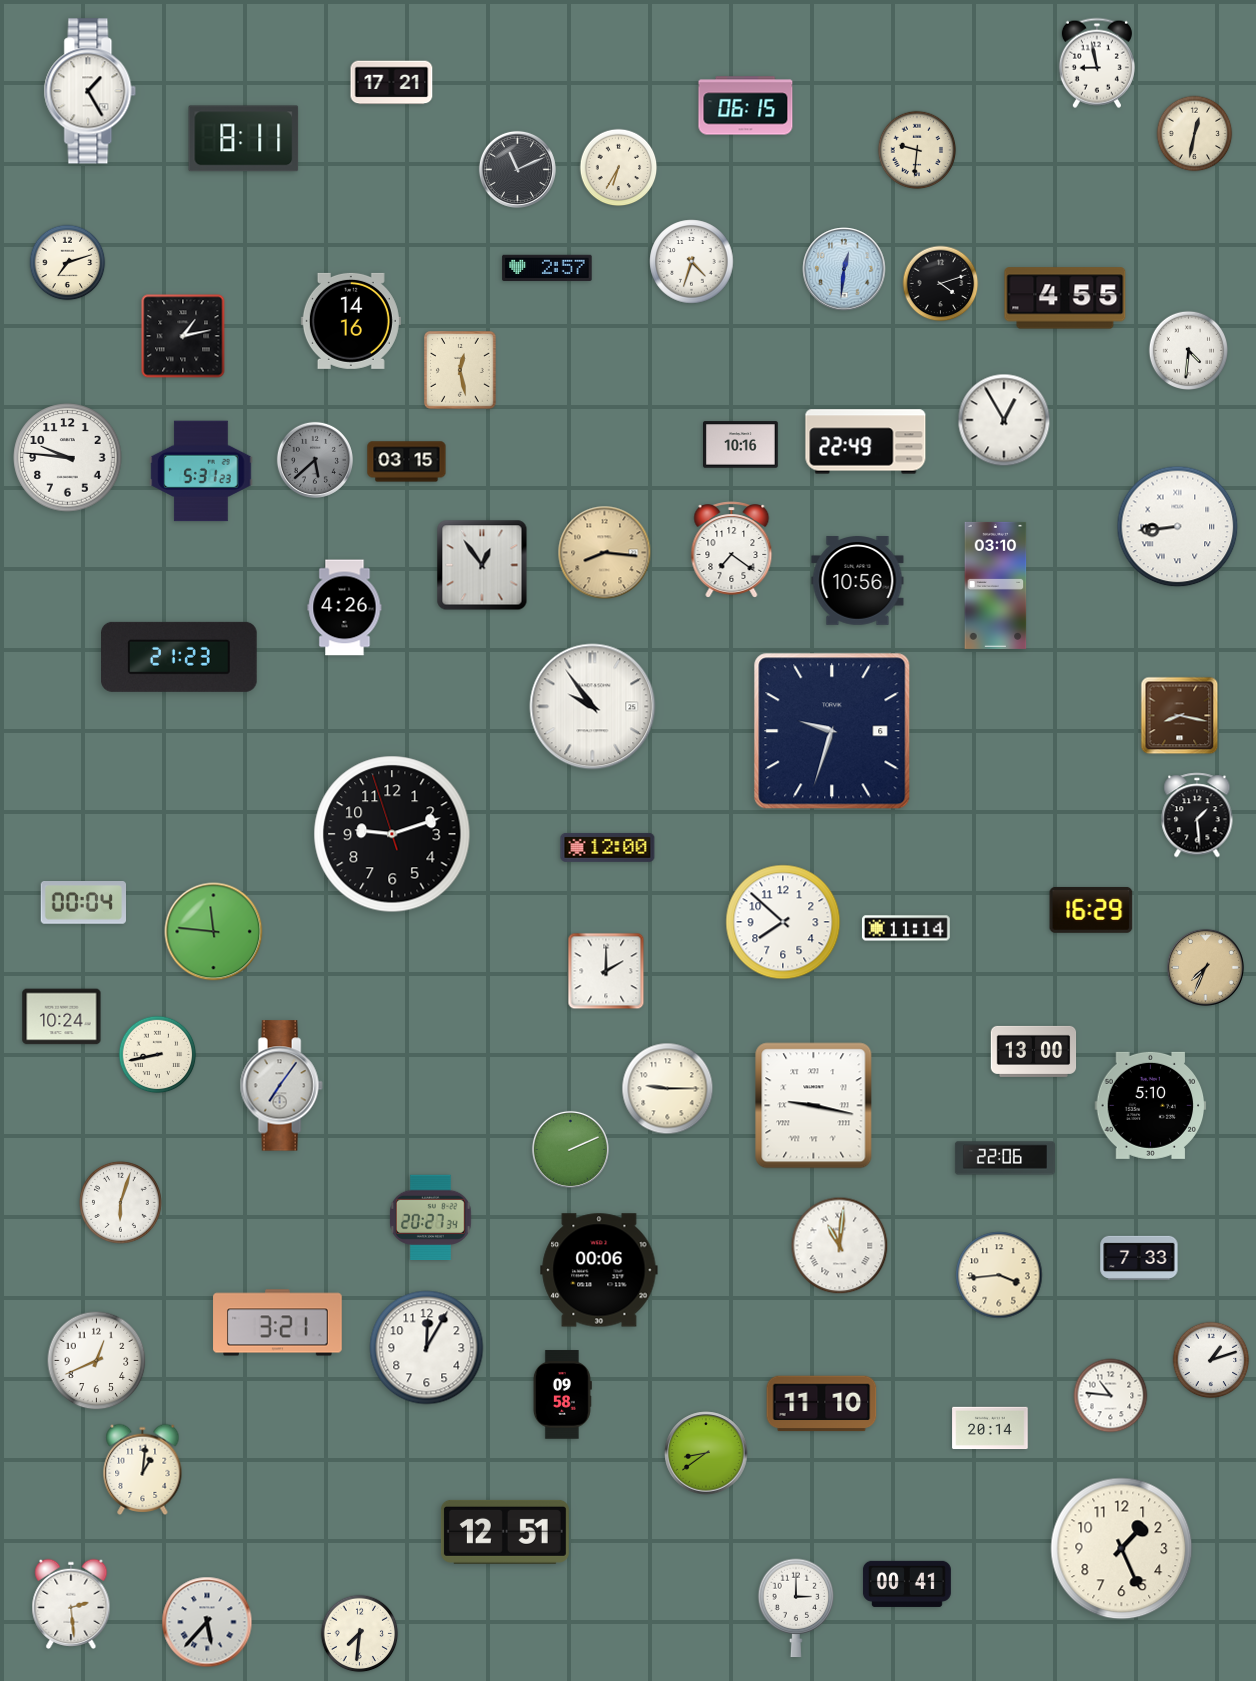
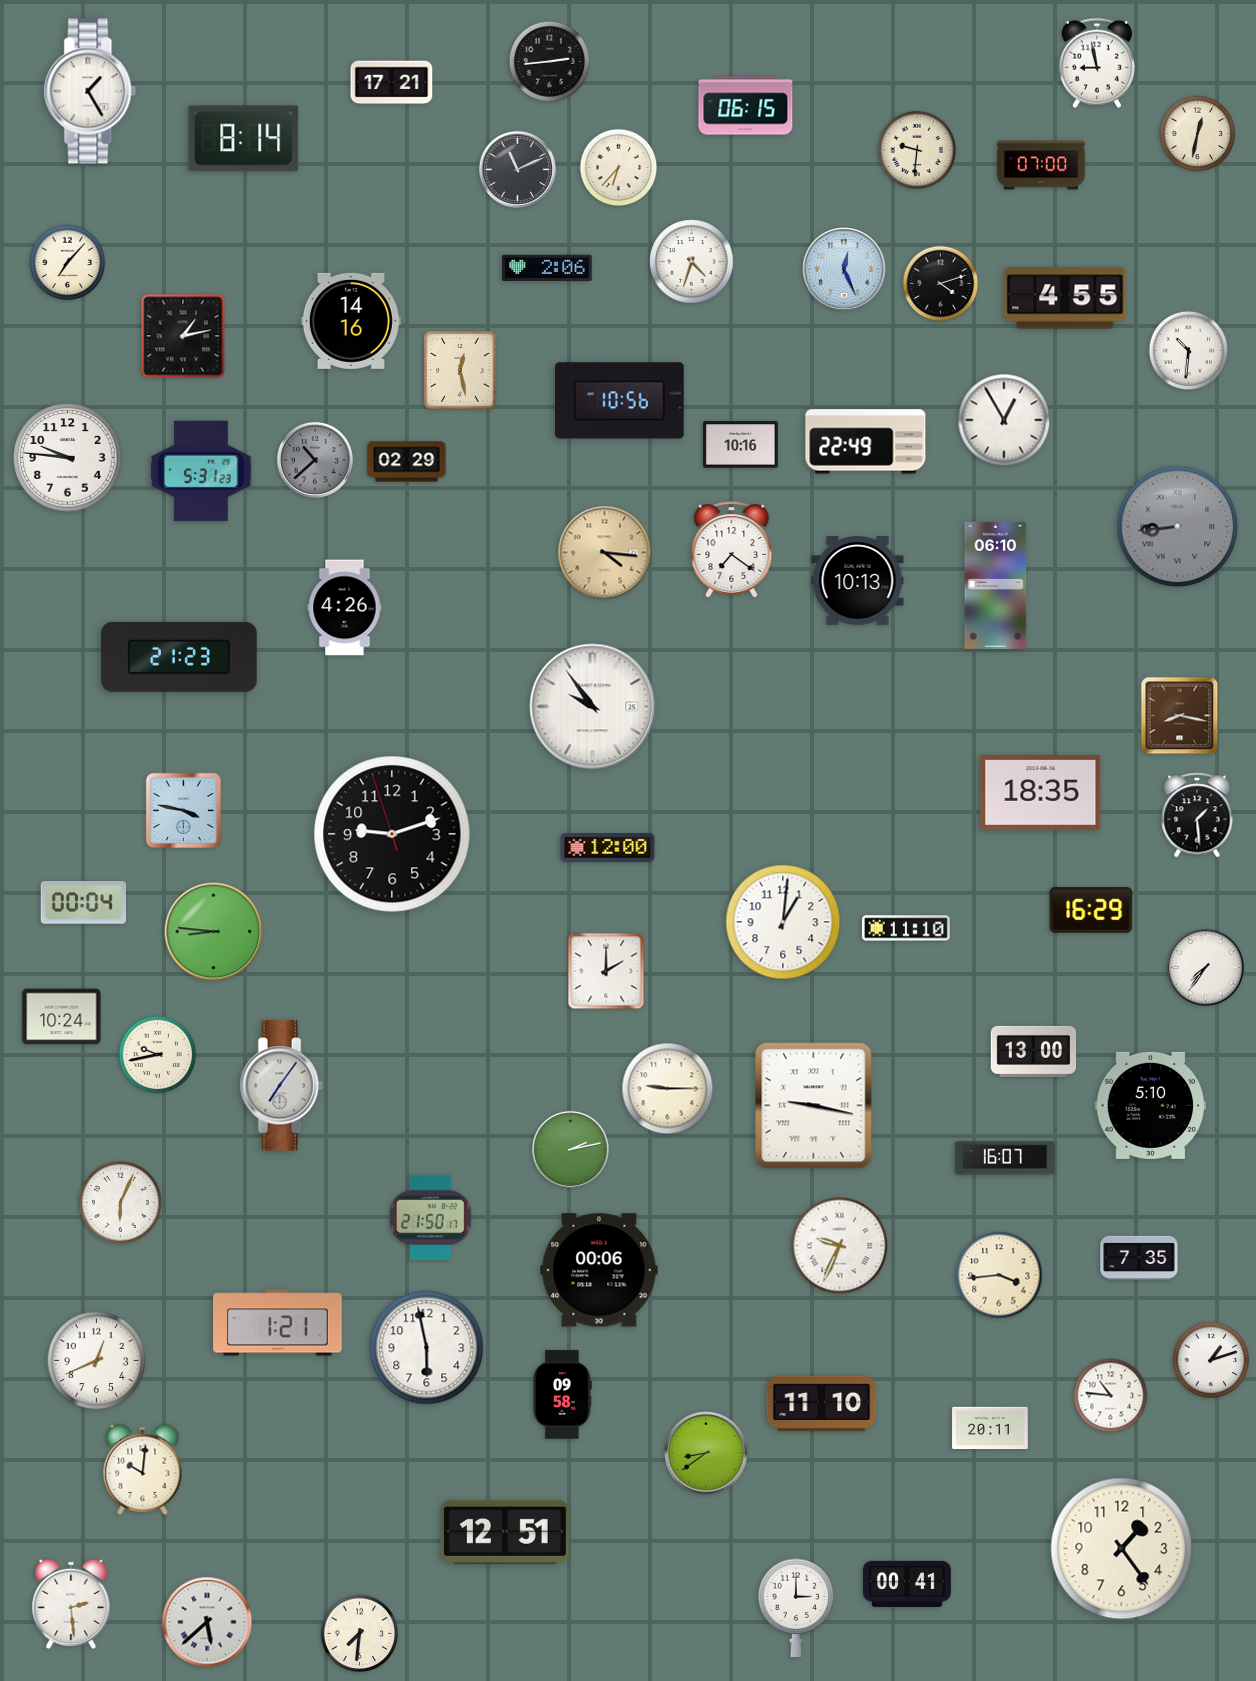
clock at (549, 61): none -> 2:44
clock at (1195, 134) position: (1195, 134) -> (1198, 134)
clock at (244, 139): 8:11 -> 8:14
clock at (1042, 165): none -> 07:00
clock at (619, 168): 6:35 -> 6:37
clock at (68, 263): 7:12 -> 7:07
clock at (547, 267): 2:57 -> 2:06
clock at (844, 269): 12:31 -> 12:26
clock at (1188, 350): 4:31 -> 10:31
clock at (620, 401): none -> 10:56
clock at (315, 460): 5:38 -> 10:38
clock at (407, 462): 03:15 -> 02:29
clock at (1178, 527) dial: white -> grey
clock at (605, 553): 8:16 -> 4:16
clock at (482, 565): 12:54 -> none
clock at (858, 581): 10:56 -> 10:13
clock at (996, 585): 03:10 -> 06:10
clock at (832, 731): 9:33 -> none
clock at (1041, 793): none -> 18:35
clock at (184, 811): none -> 3:47
clock at (783, 922): 7:52 -> 1:01
clock at (906, 928): 11:14 -> 11:10
clock at (214, 932): 11:46 -> 8:46
clock at (1205, 967): 7:34 -> 7:36
clock at (1205, 967) dial: champagne -> white
clock at (158, 1055): 8:43 -> 9:43
clock at (570, 1149): 2:11 -> 2:13
clock at (1005, 1158): 22:06 -> 16:07
clock at (121, 1203): 6:03 -> 6:04
clock at (431, 1217): 20:27 -> 21:50
clock at (840, 1246): 11:01 -> 9:34
clock at (1139, 1257): 7:33 -> 7:35
clock at (278, 1323): 3:21 -> 1:21
clock at (427, 1348): 12:05 -> 5:58
clock at (990, 1428): 20:14 -> 20:11
clock at (143, 1469): 1:01 -> 10:01
clock at (1122, 1549): 1:26 -> 1:24
clock at (207, 1622): 5:37 -> 5:38
